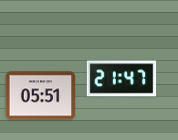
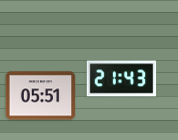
clock at (122, 79): 21:47 -> 21:43
